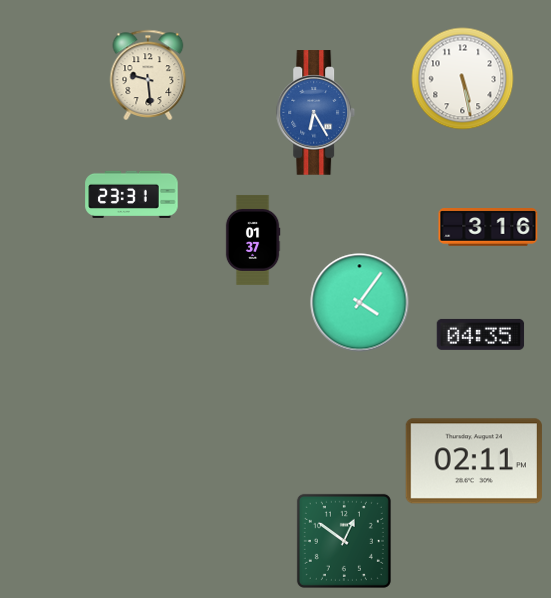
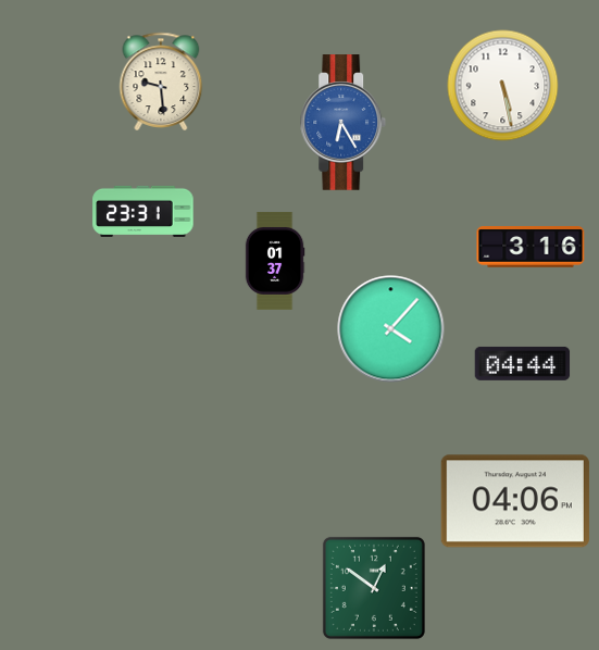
clock at (360, 303): 4:06 -> 4:07
clock at (481, 334): 04:35 -> 04:44
clock at (474, 461): 02:11 -> 04:06
